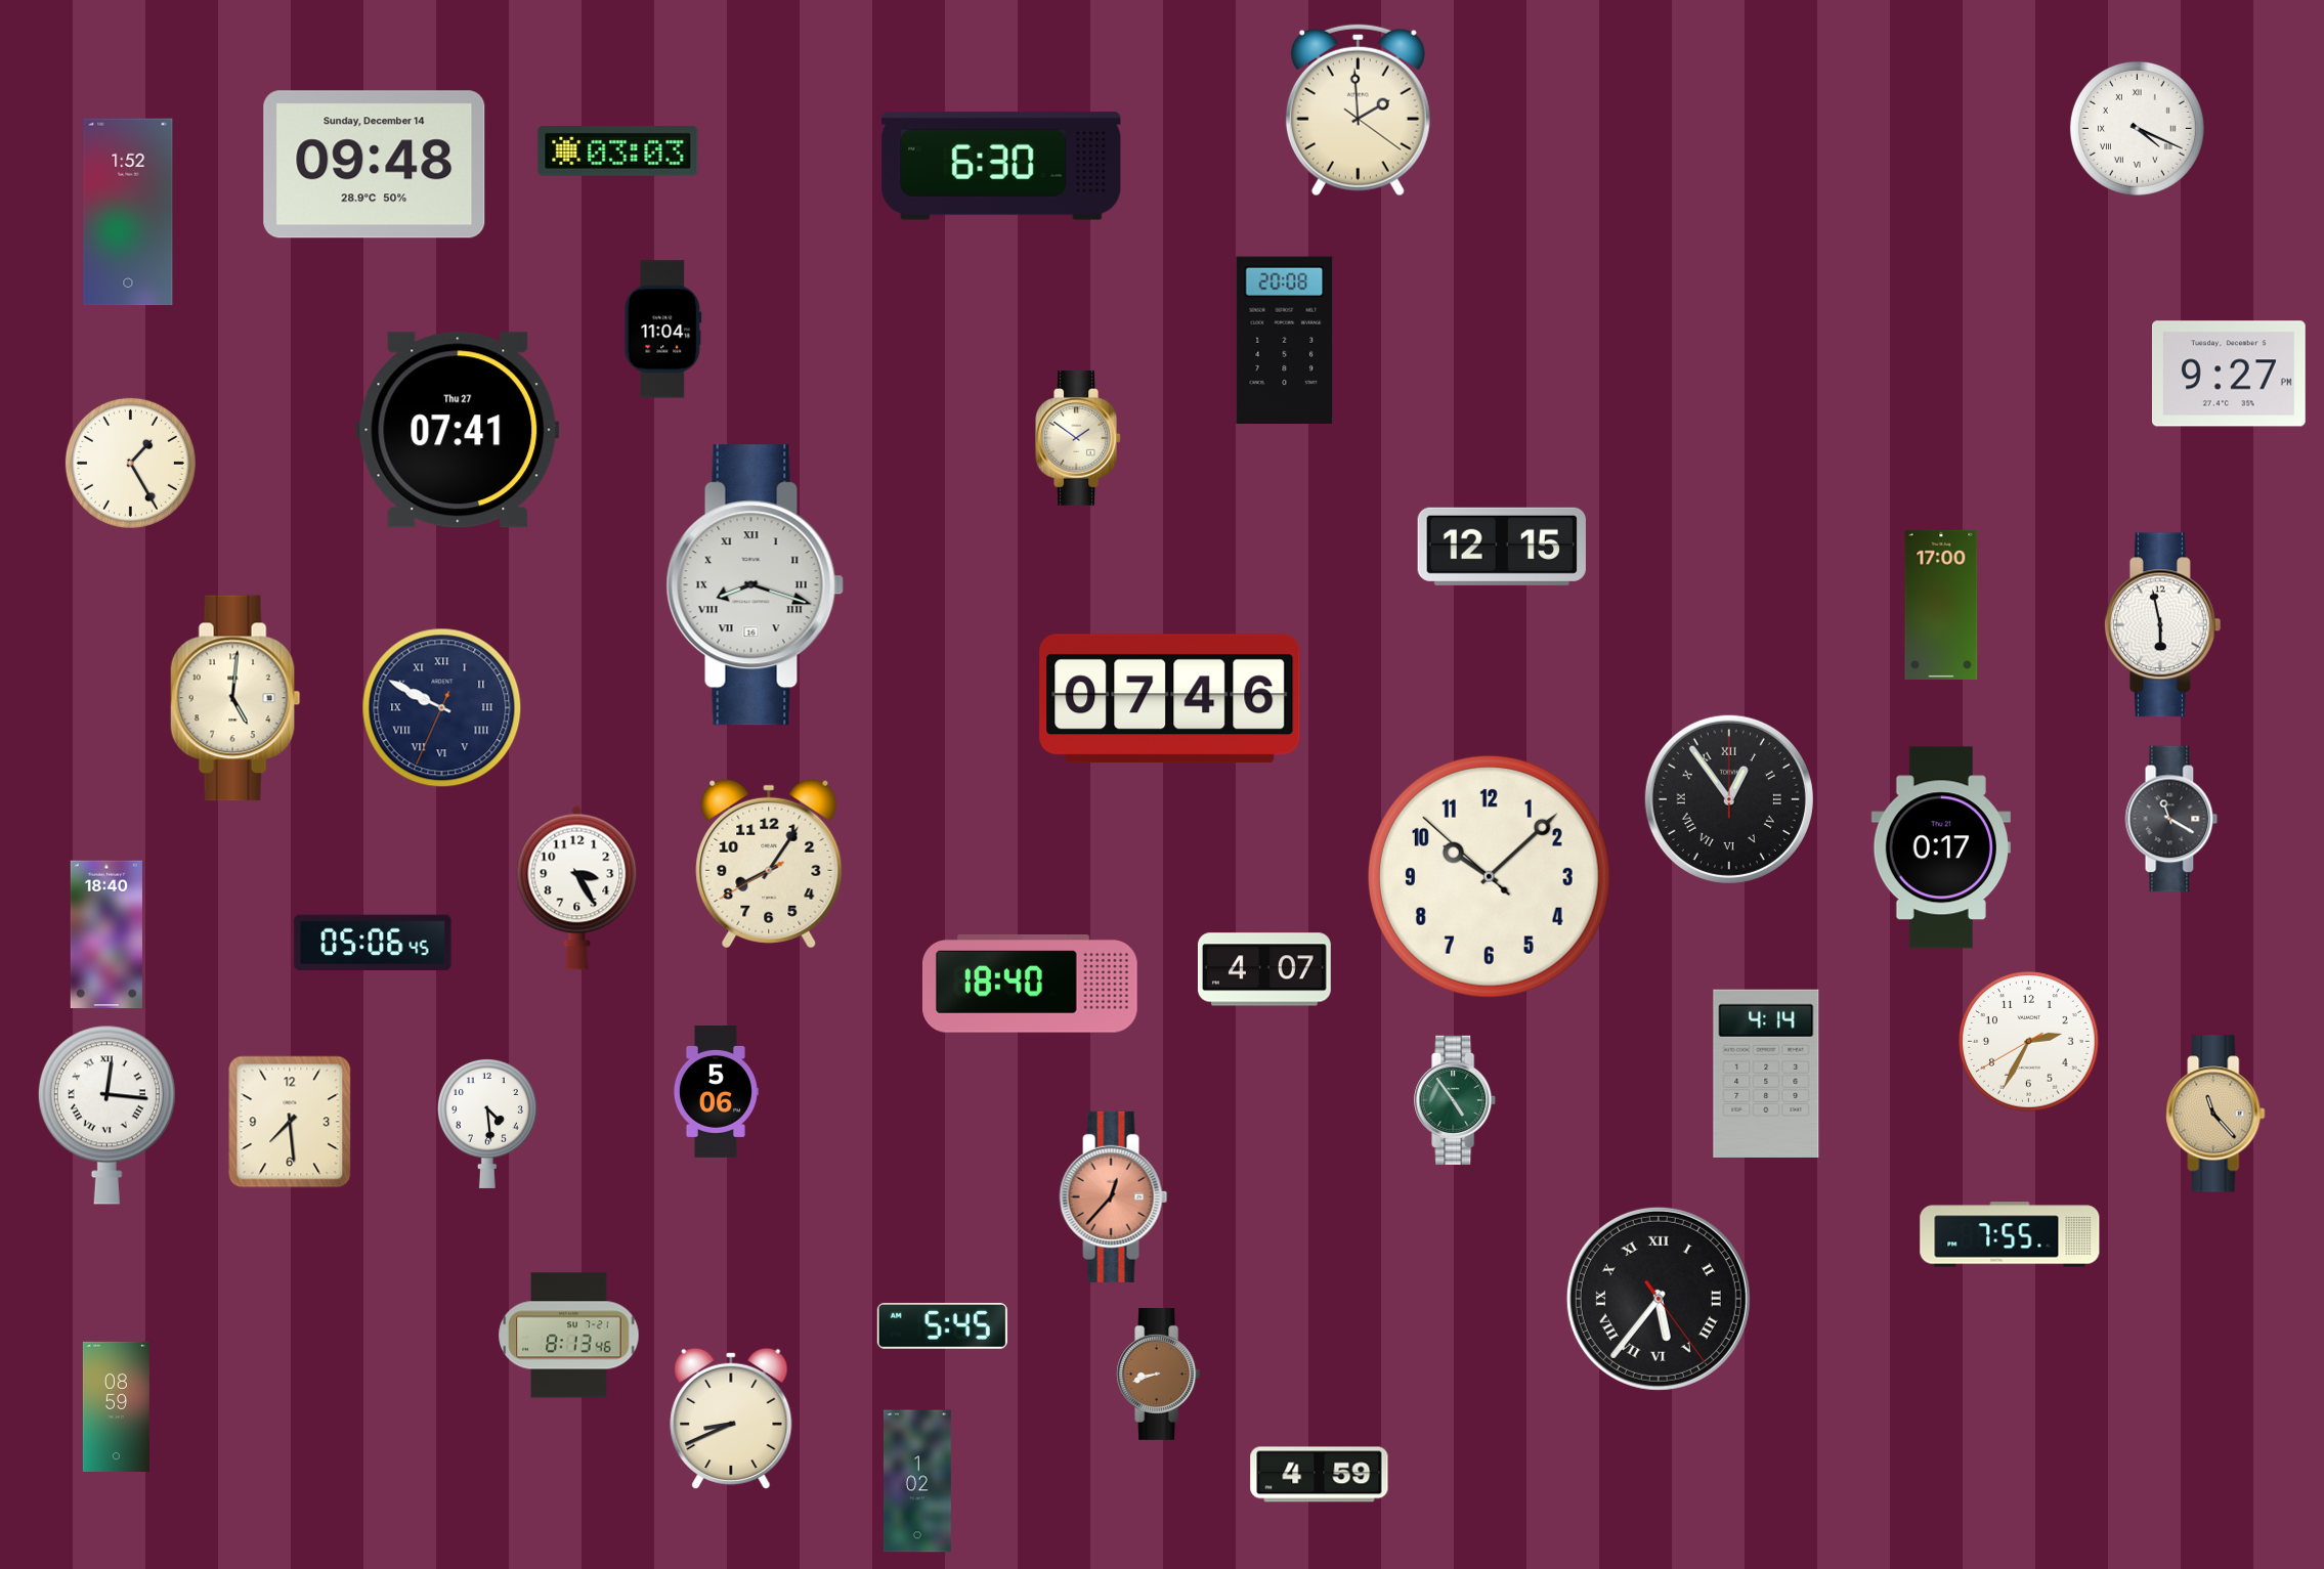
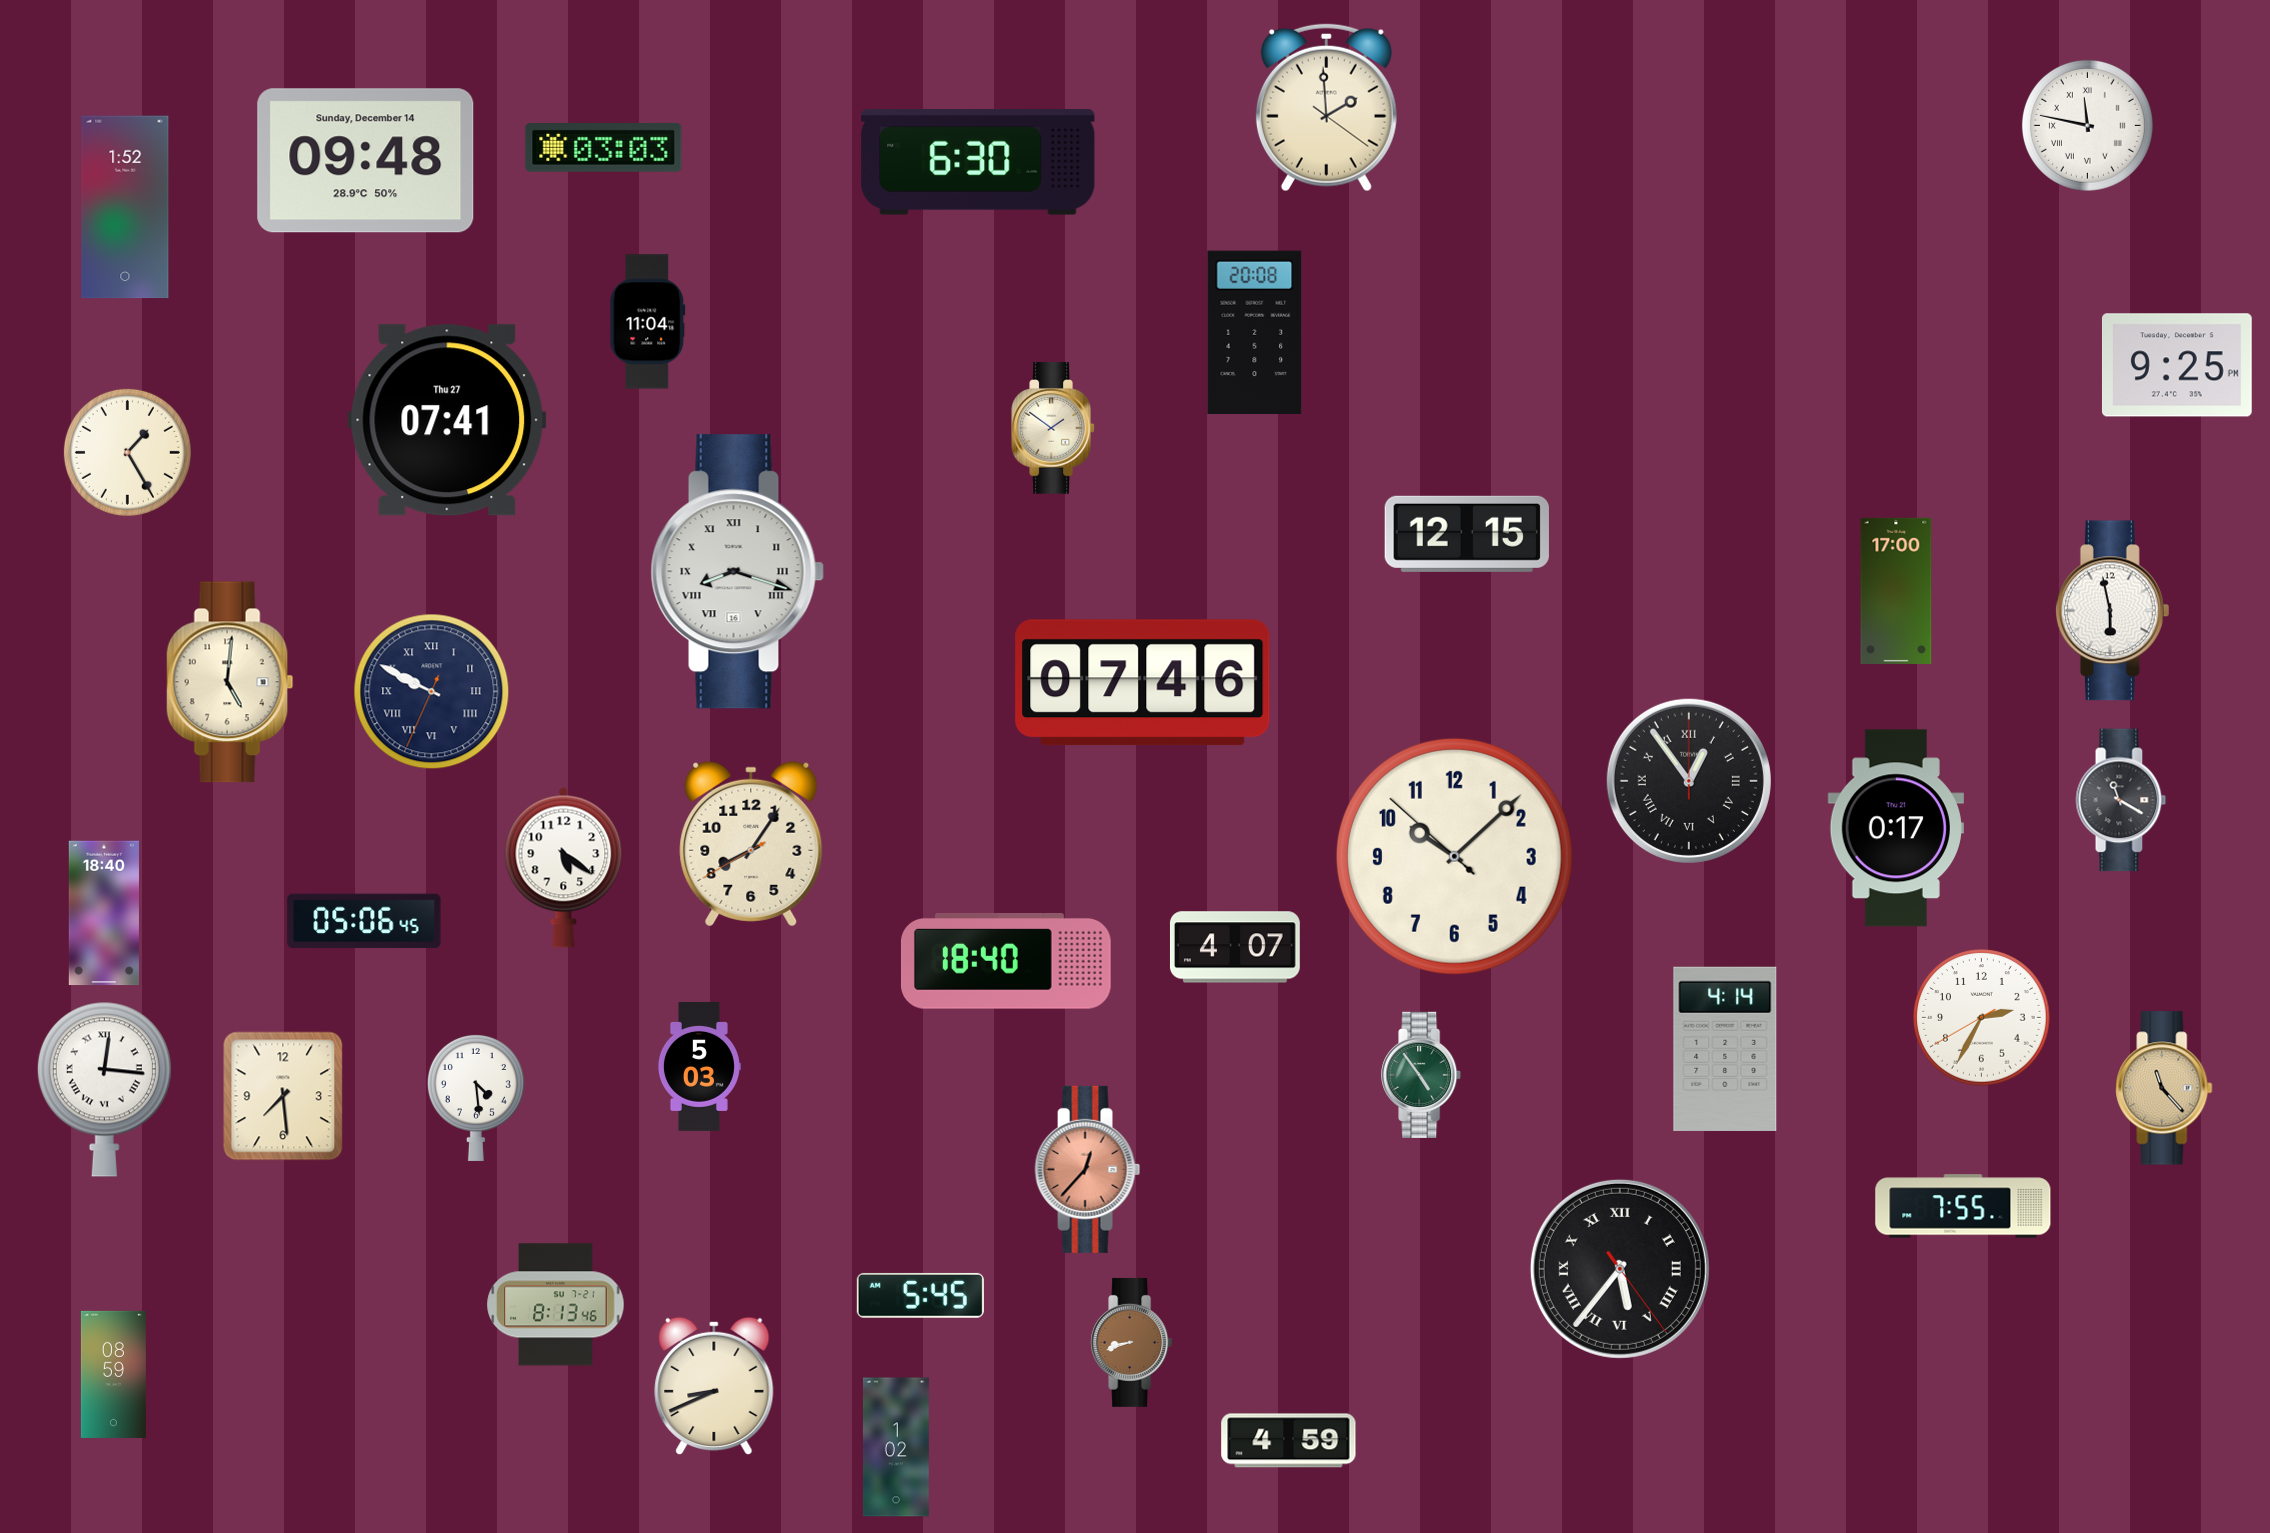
clock at (2137, 128): 4:19 -> 11:47
clock at (2229, 374): 9:27 -> 9:25
clock at (577, 887): 3:25 -> 5:21
clock at (716, 1091): 5:06 -> 5:03
